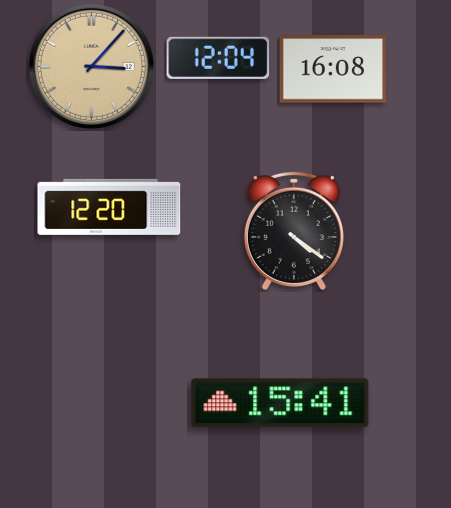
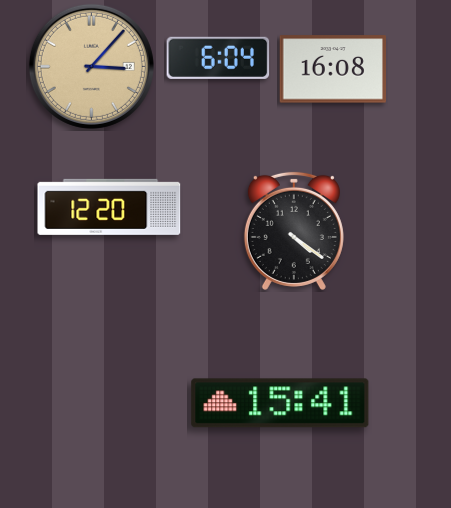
clock at (218, 58): 12:04 -> 6:04
